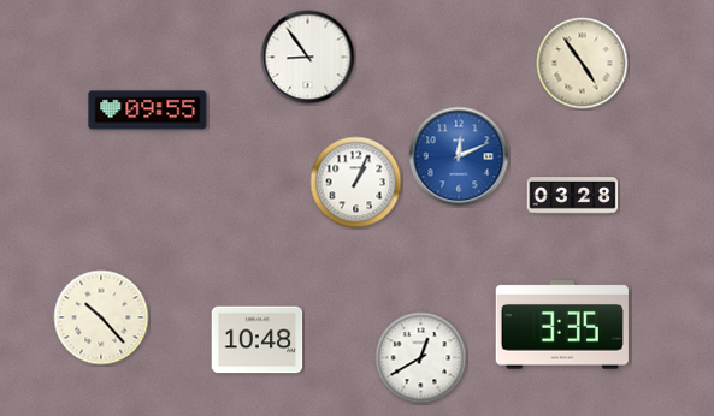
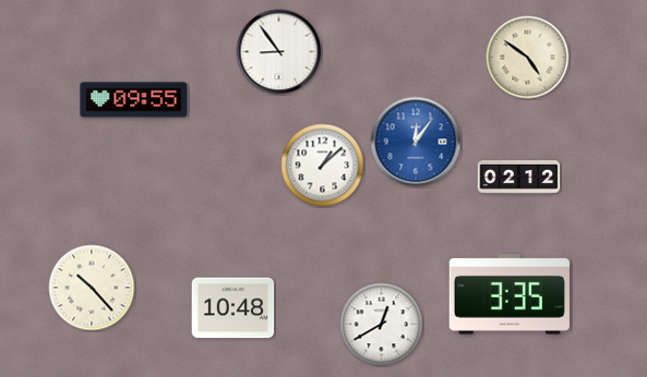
clock at (583, 64): 4:54 -> 4:51
clock at (459, 156): 12:11 -> 12:06
clock at (356, 183): 1:04 -> 1:08
clock at (573, 196): 03:28 -> 02:12
